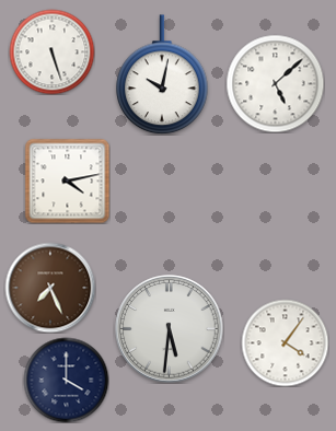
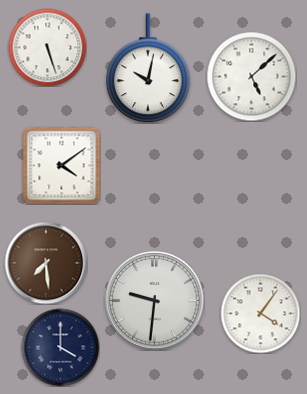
clock at (67, 180): 4:13 -> 4:09
clock at (50, 288): 7:26 -> 7:29
clock at (170, 329): 5:31 -> 9:31
